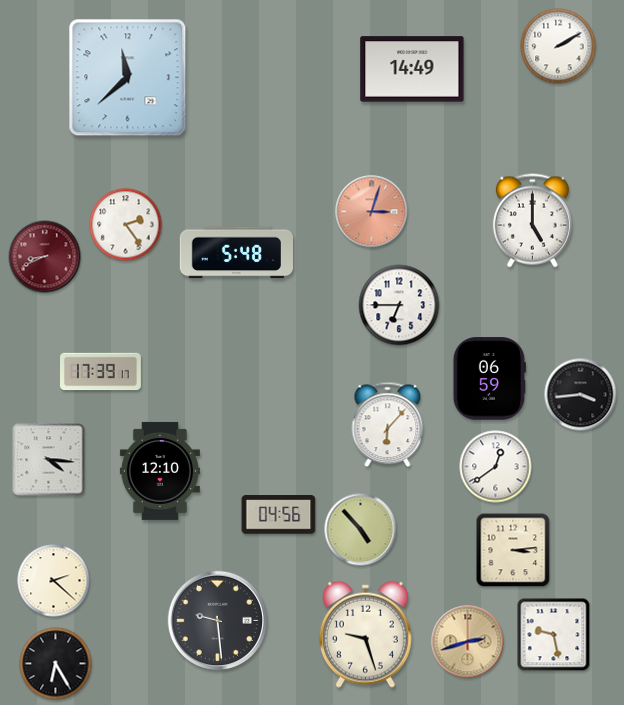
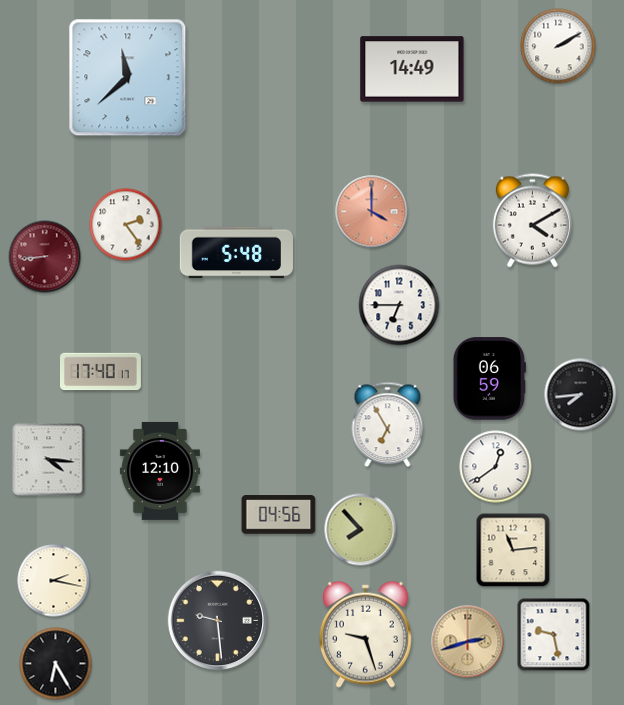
clock at (372, 212): 3:03 -> 4:00
clock at (532, 221): 5:00 -> 4:10
clock at (45, 257): 8:41 -> 8:44
clock at (101, 372): 17:39 -> 17:40
clock at (581, 395): 3:44 -> 7:44
clock at (388, 425): 6:07 -> 6:55
clock at (361, 530): 4:53 -> 7:53
clock at (513, 550): 3:14 -> 11:14
clock at (54, 581): 2:22 -> 2:17
